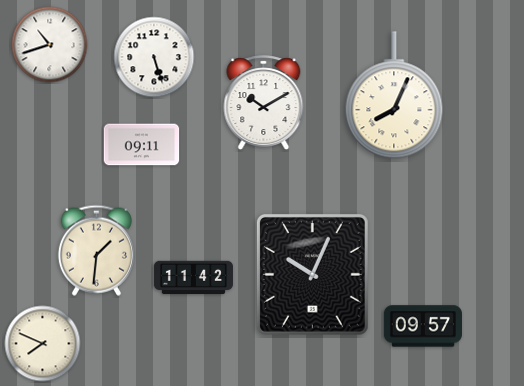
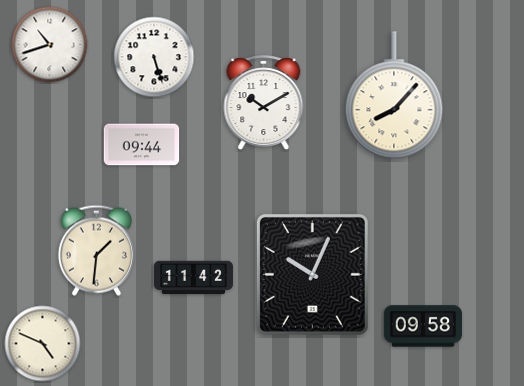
clock at (394, 96): 8:04 -> 8:07
clock at (142, 145): 09:11 -> 09:44
clock at (422, 326): 09:57 -> 09:58
clock at (43, 344): 7:49 -> 4:49
